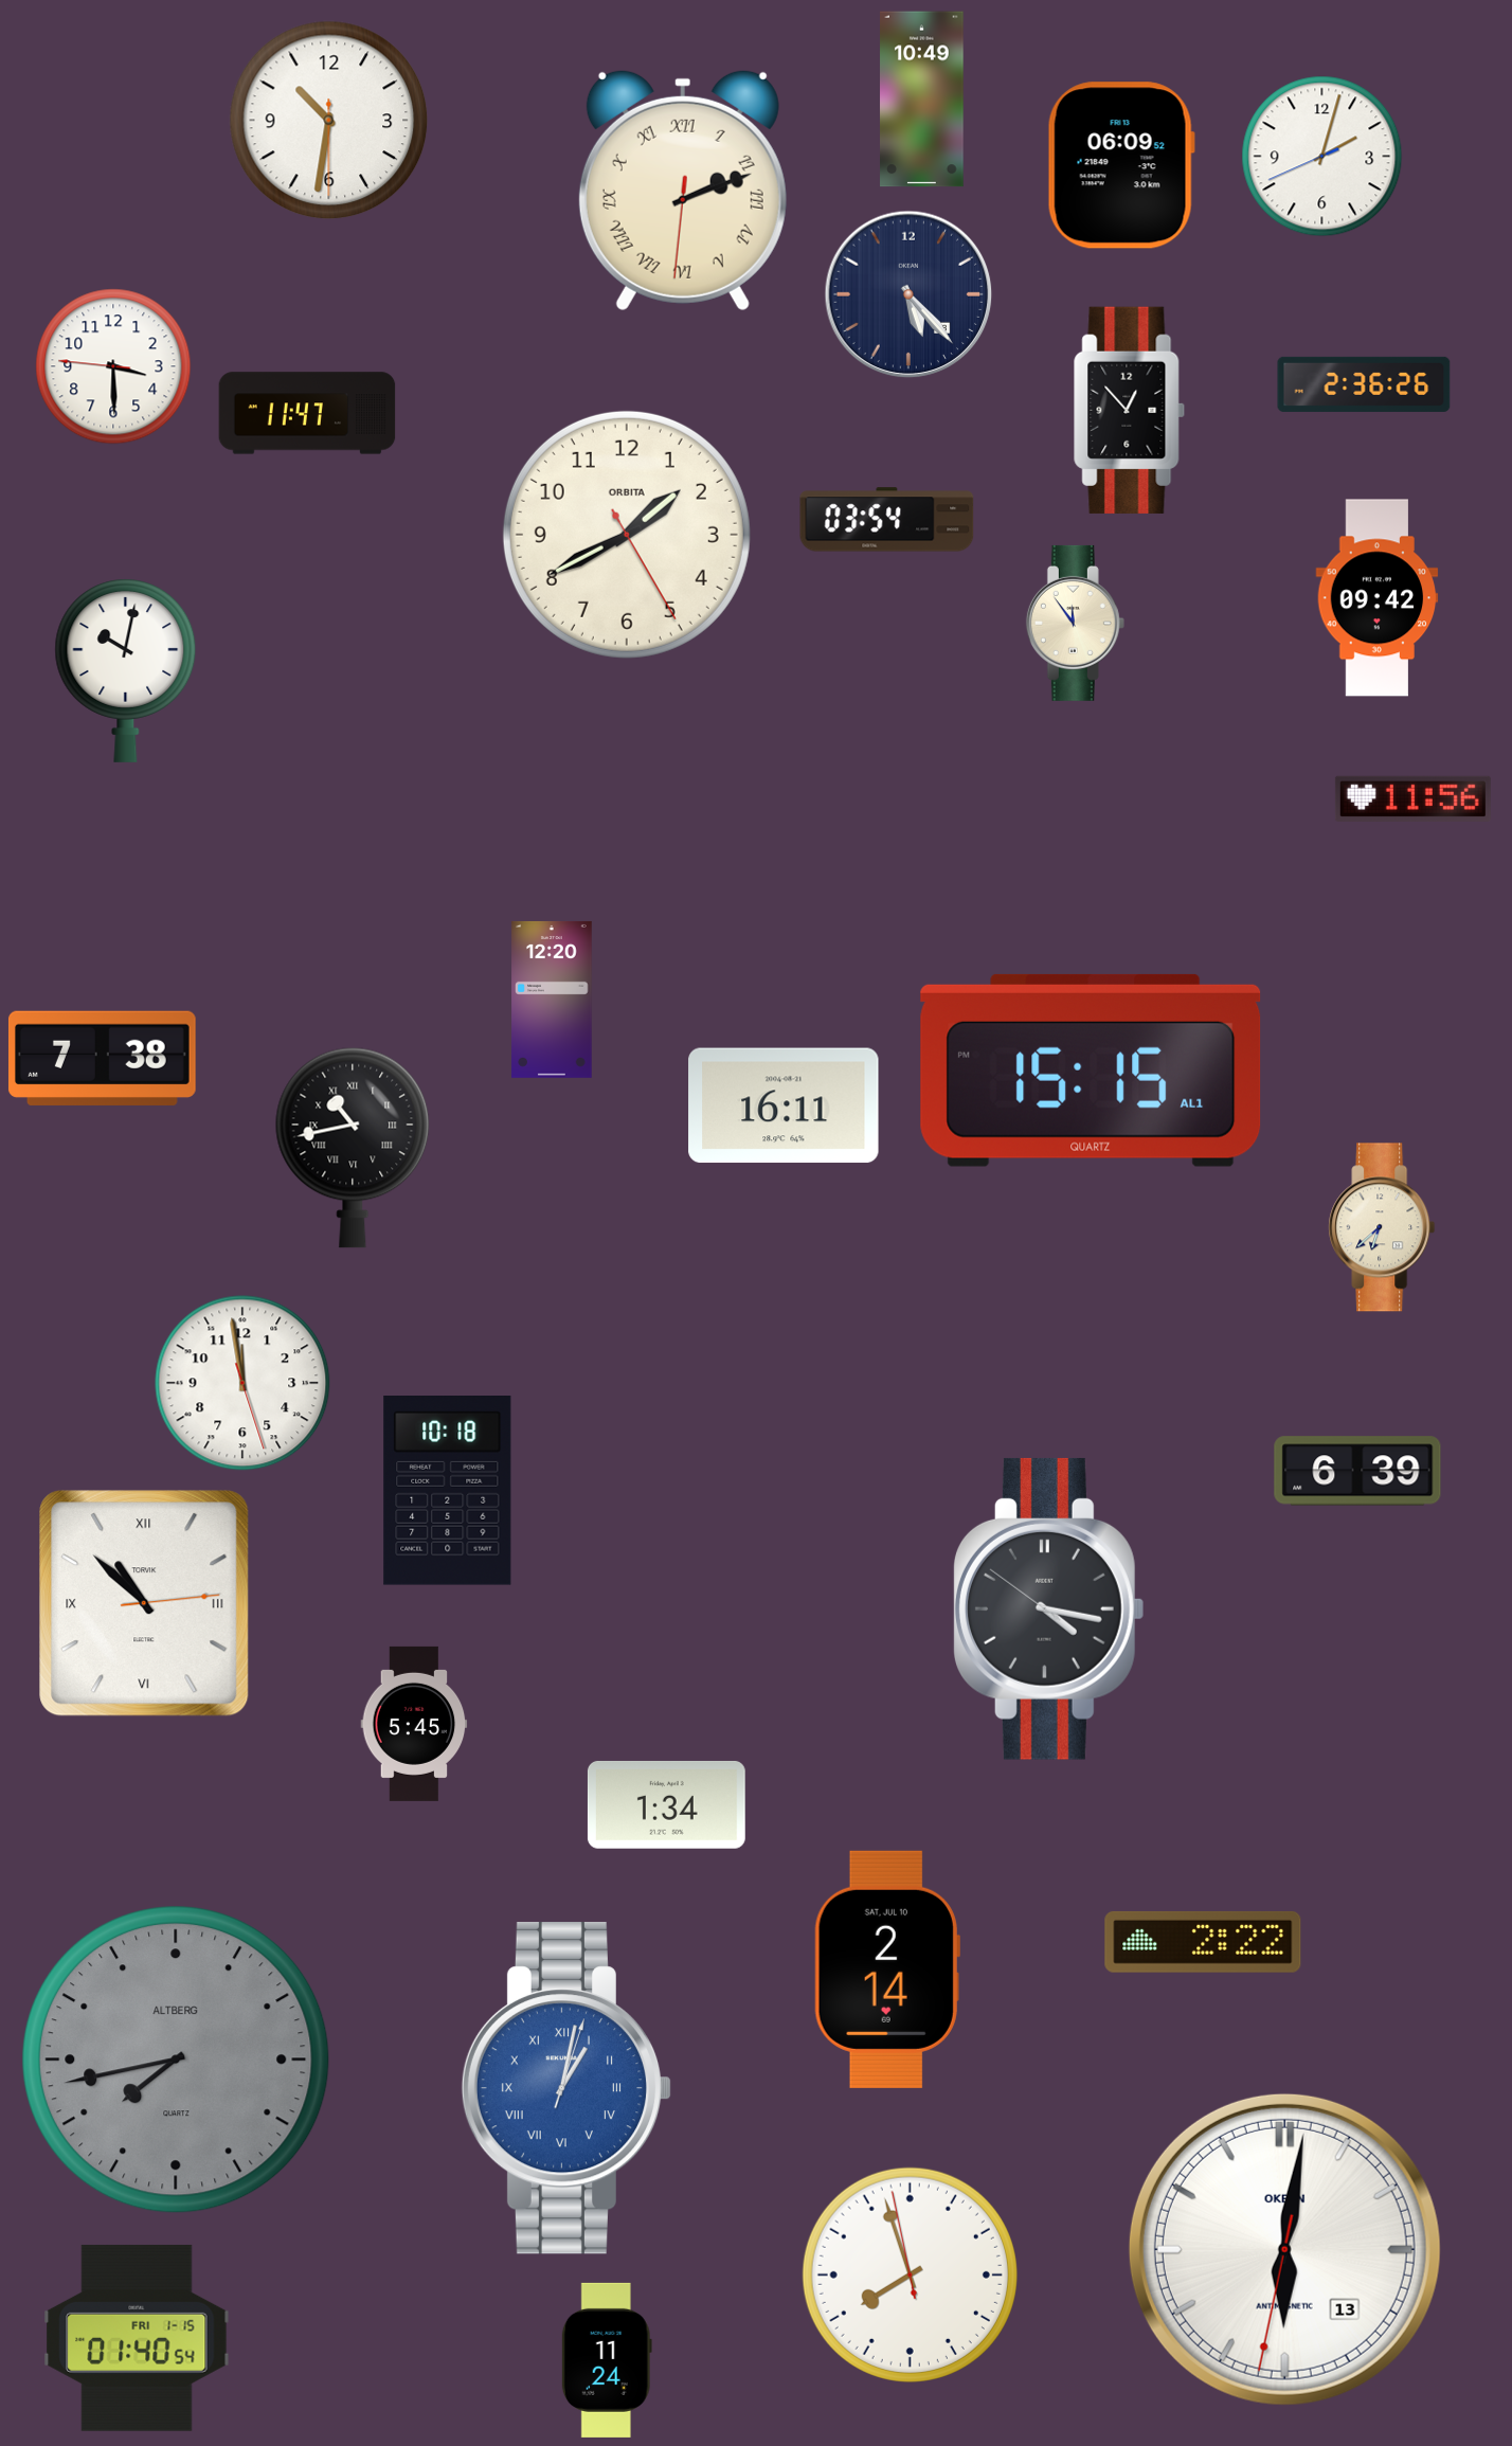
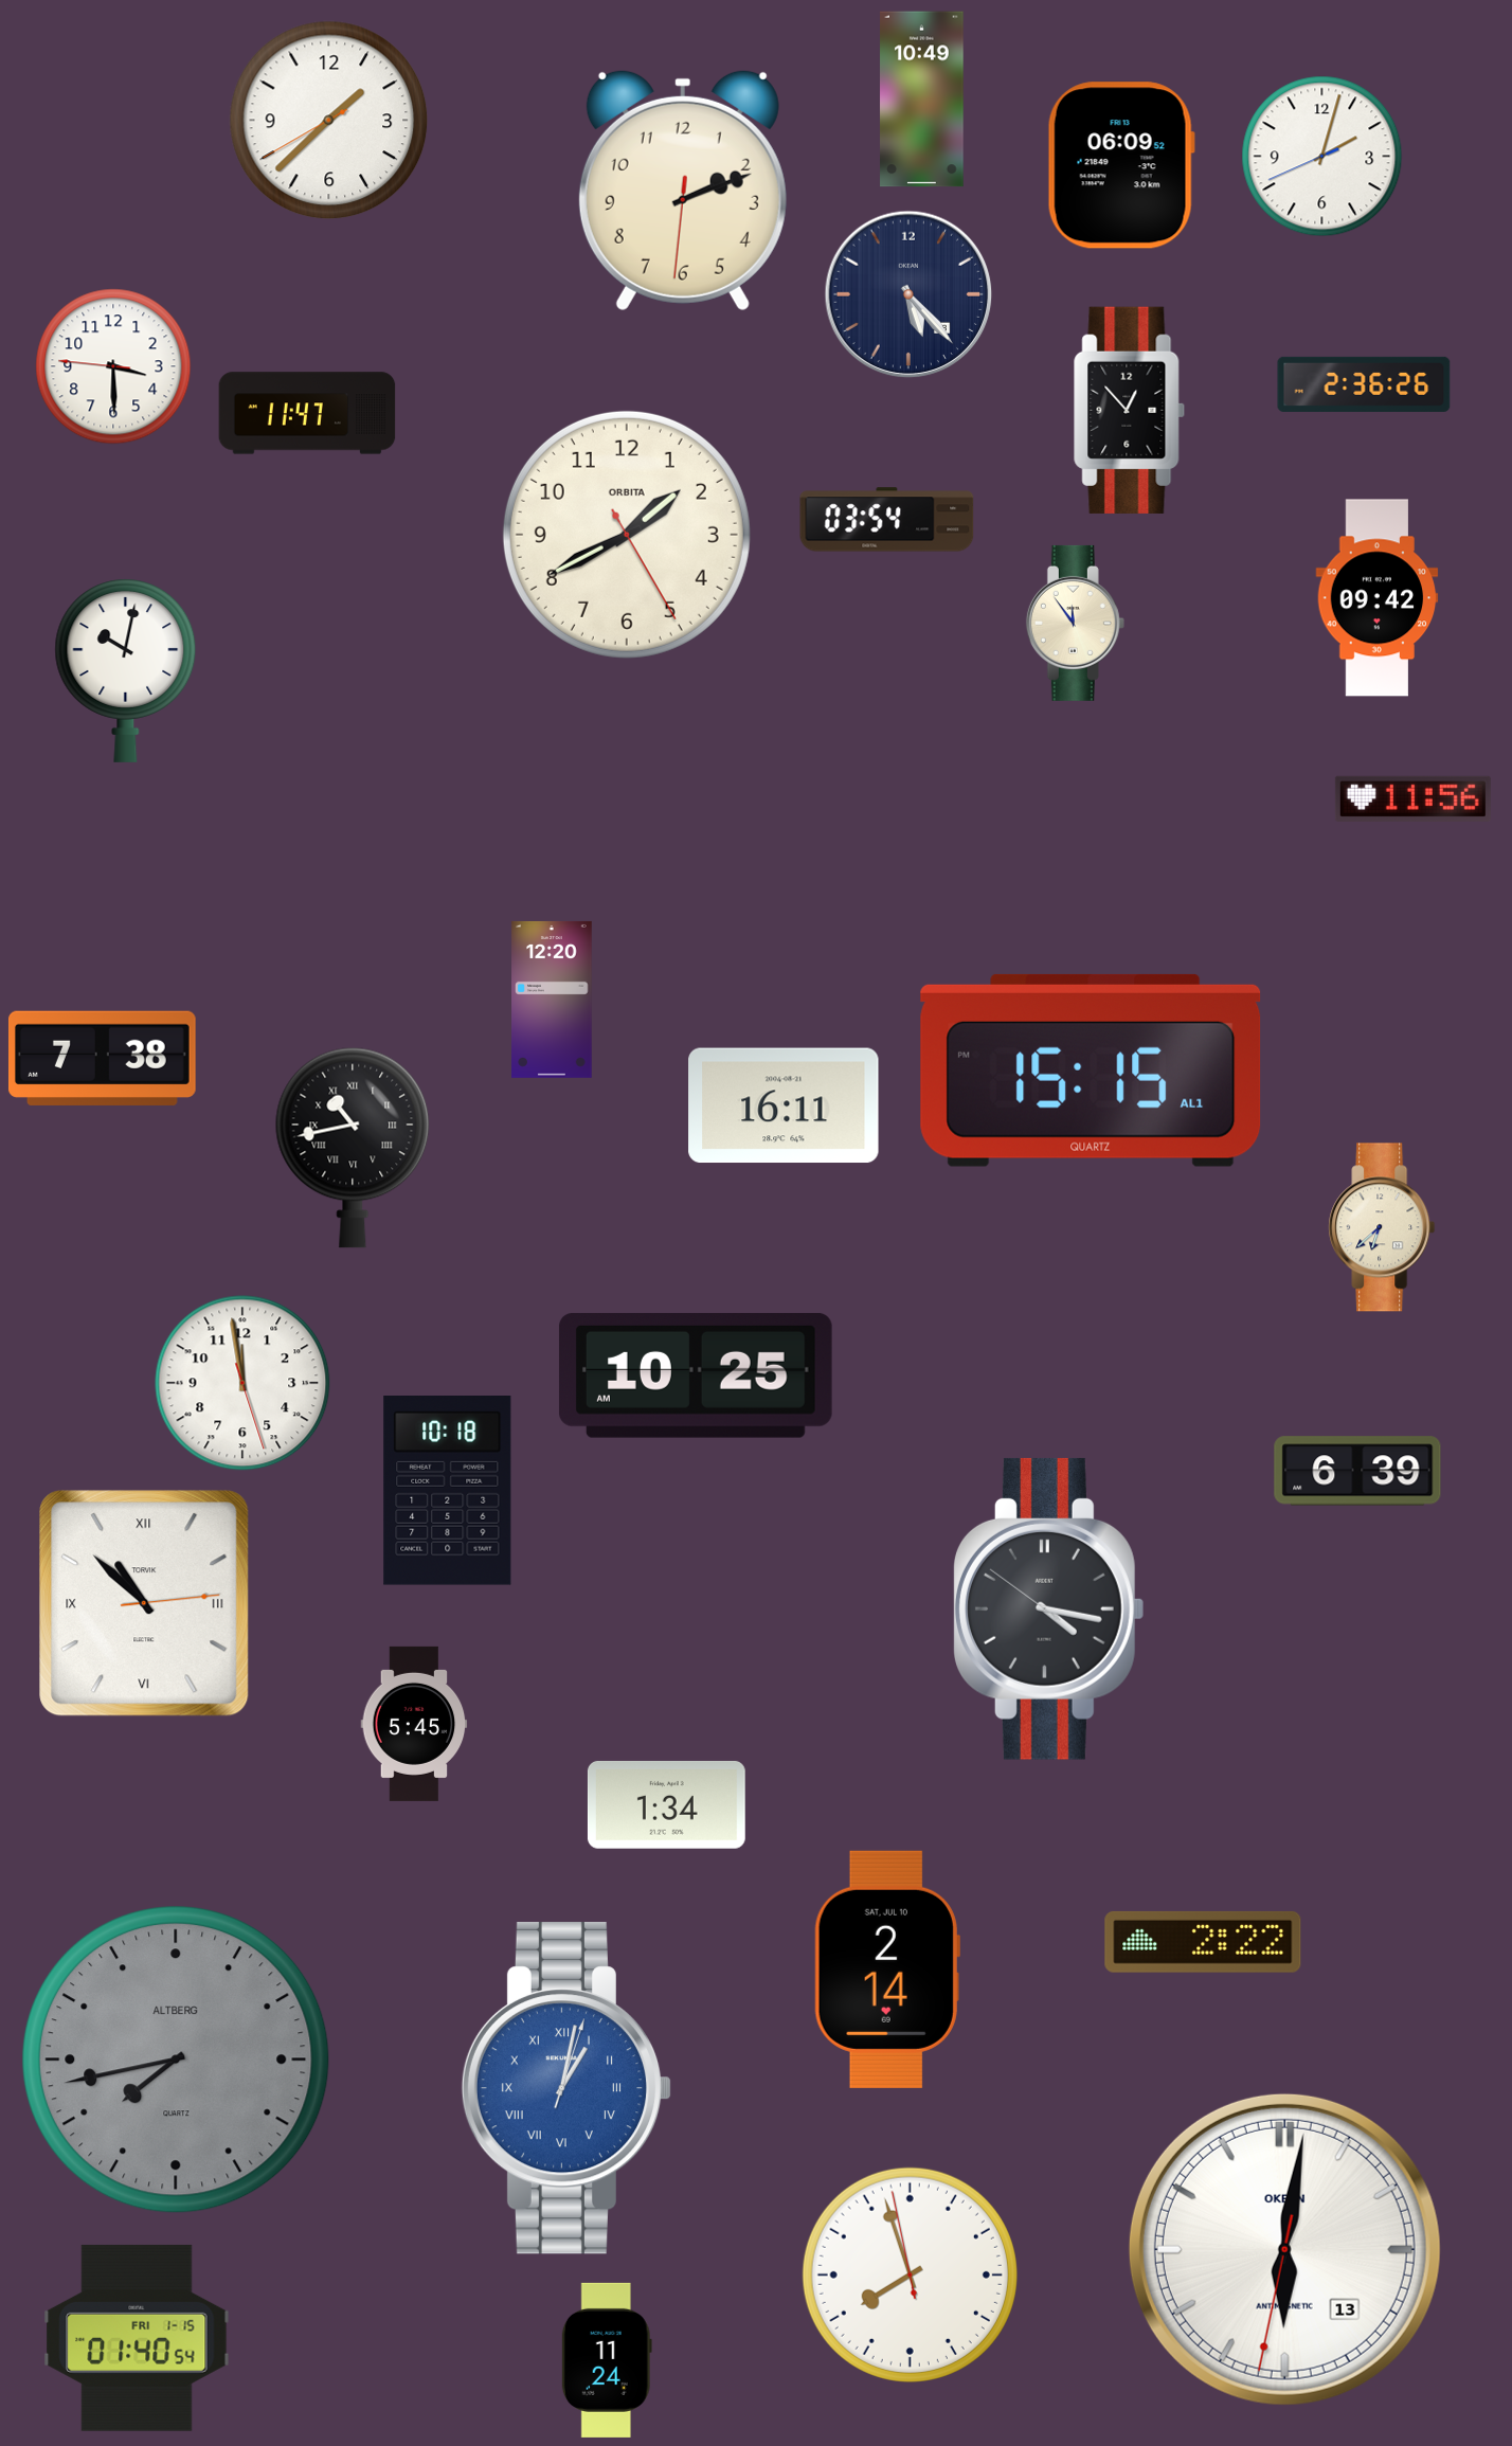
clock at (329, 121): 10:31 -> 1:37
clock at (683, 190) numerals: Roman -> Arabic
clock at (696, 1375): none -> 10:25
